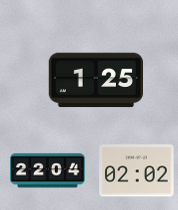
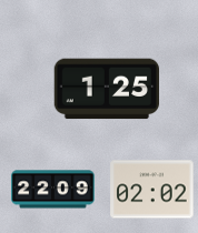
clock at (48, 171): 22:04 -> 22:09
